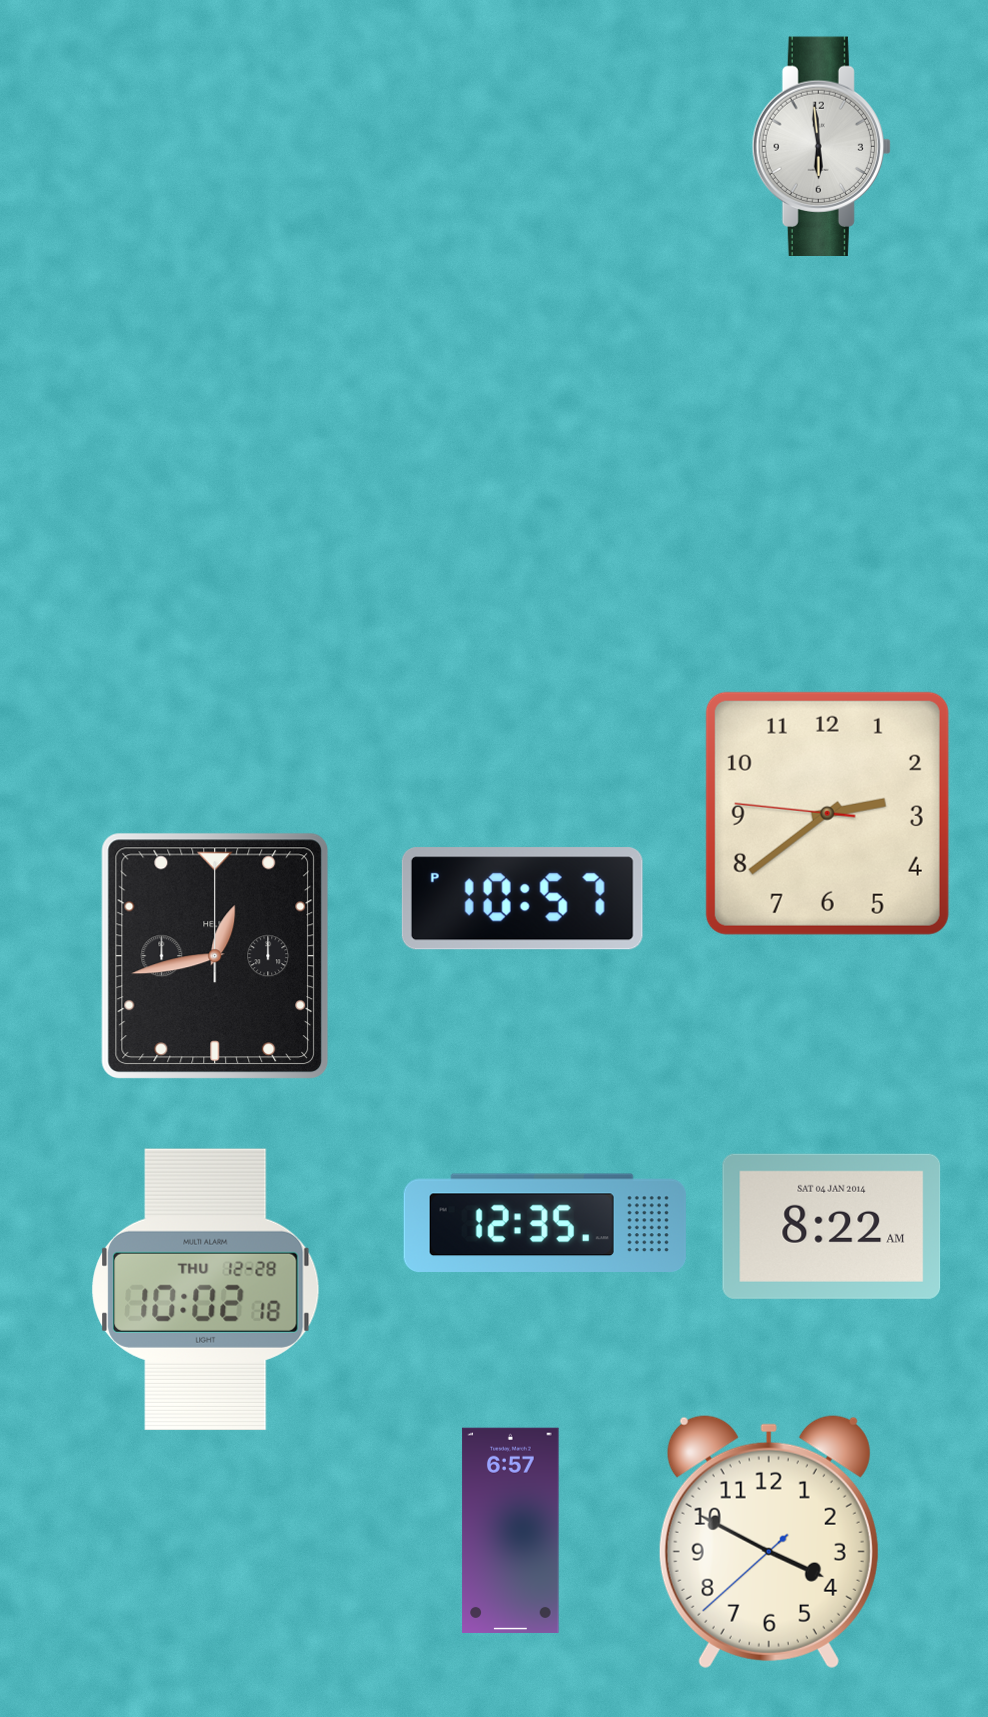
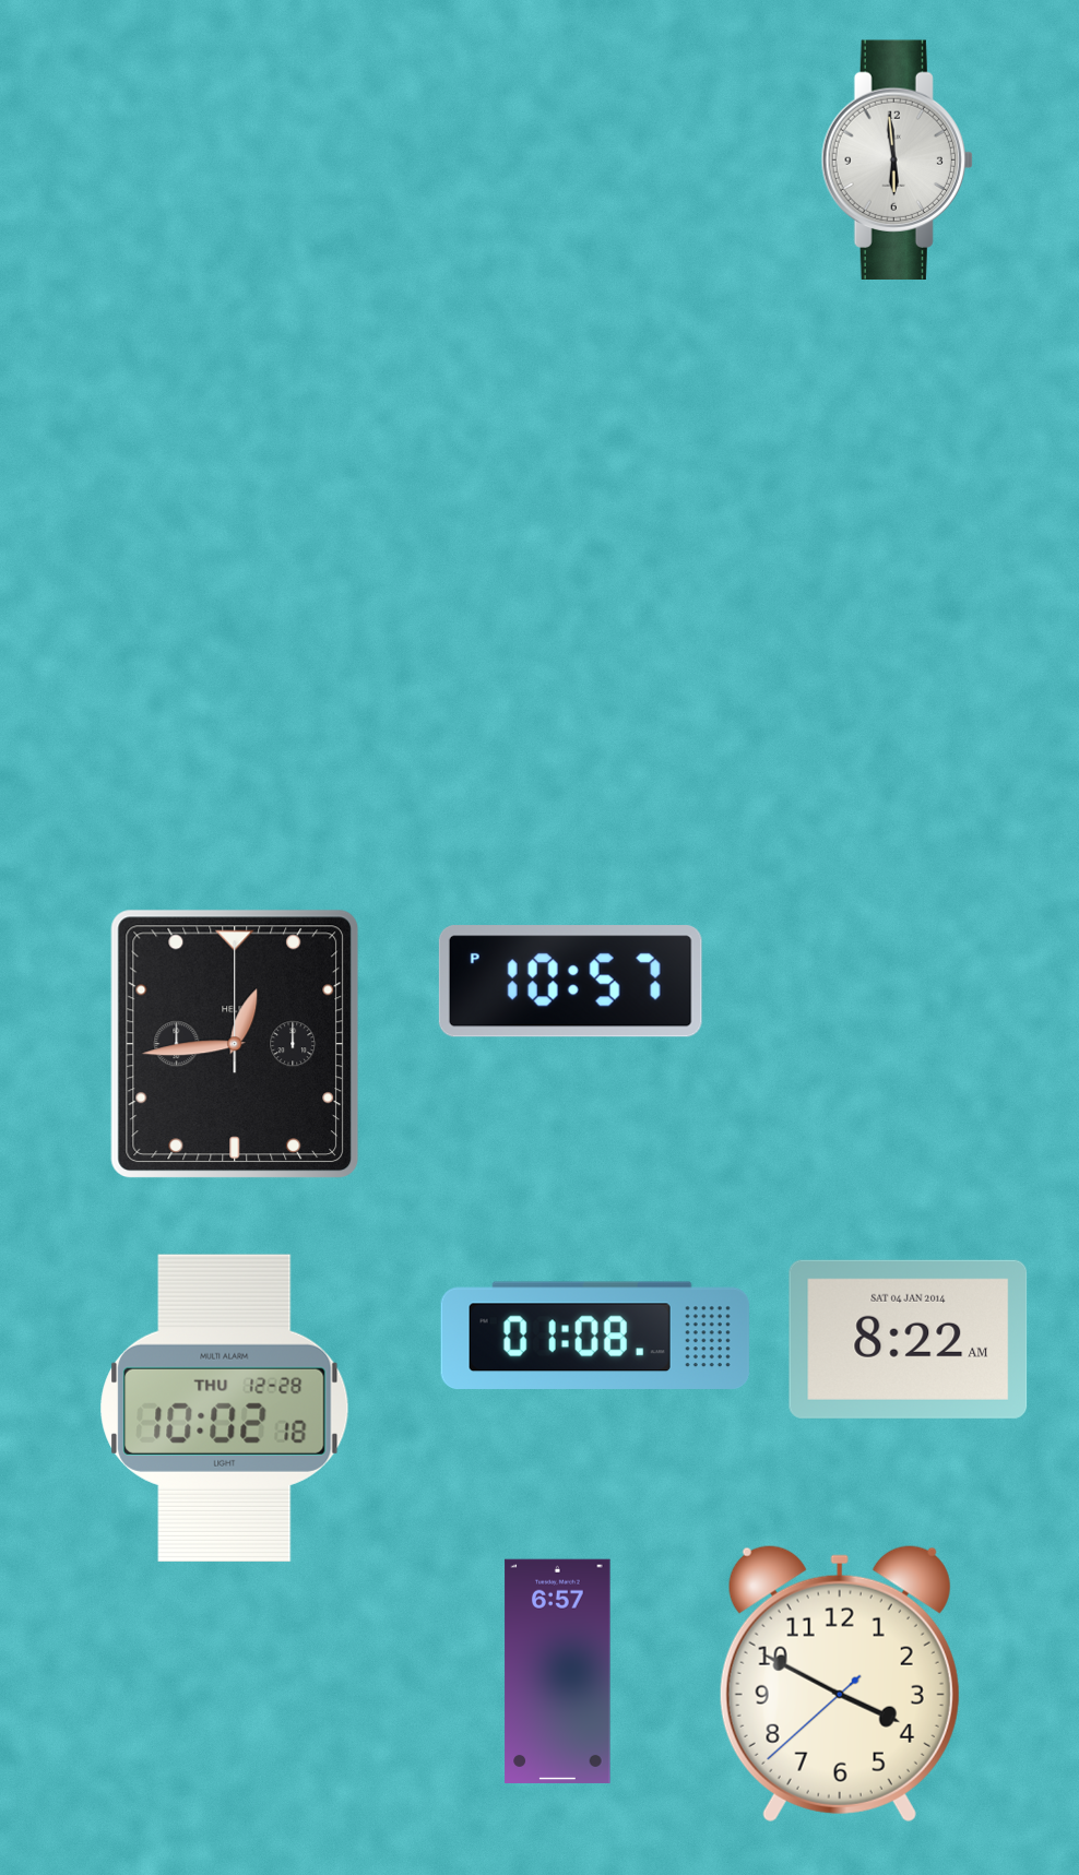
clock at (827, 813): 2:38 -> none
clock at (215, 956): 12:43 -> 12:44
clock at (545, 1222): 12:35 -> 01:08
